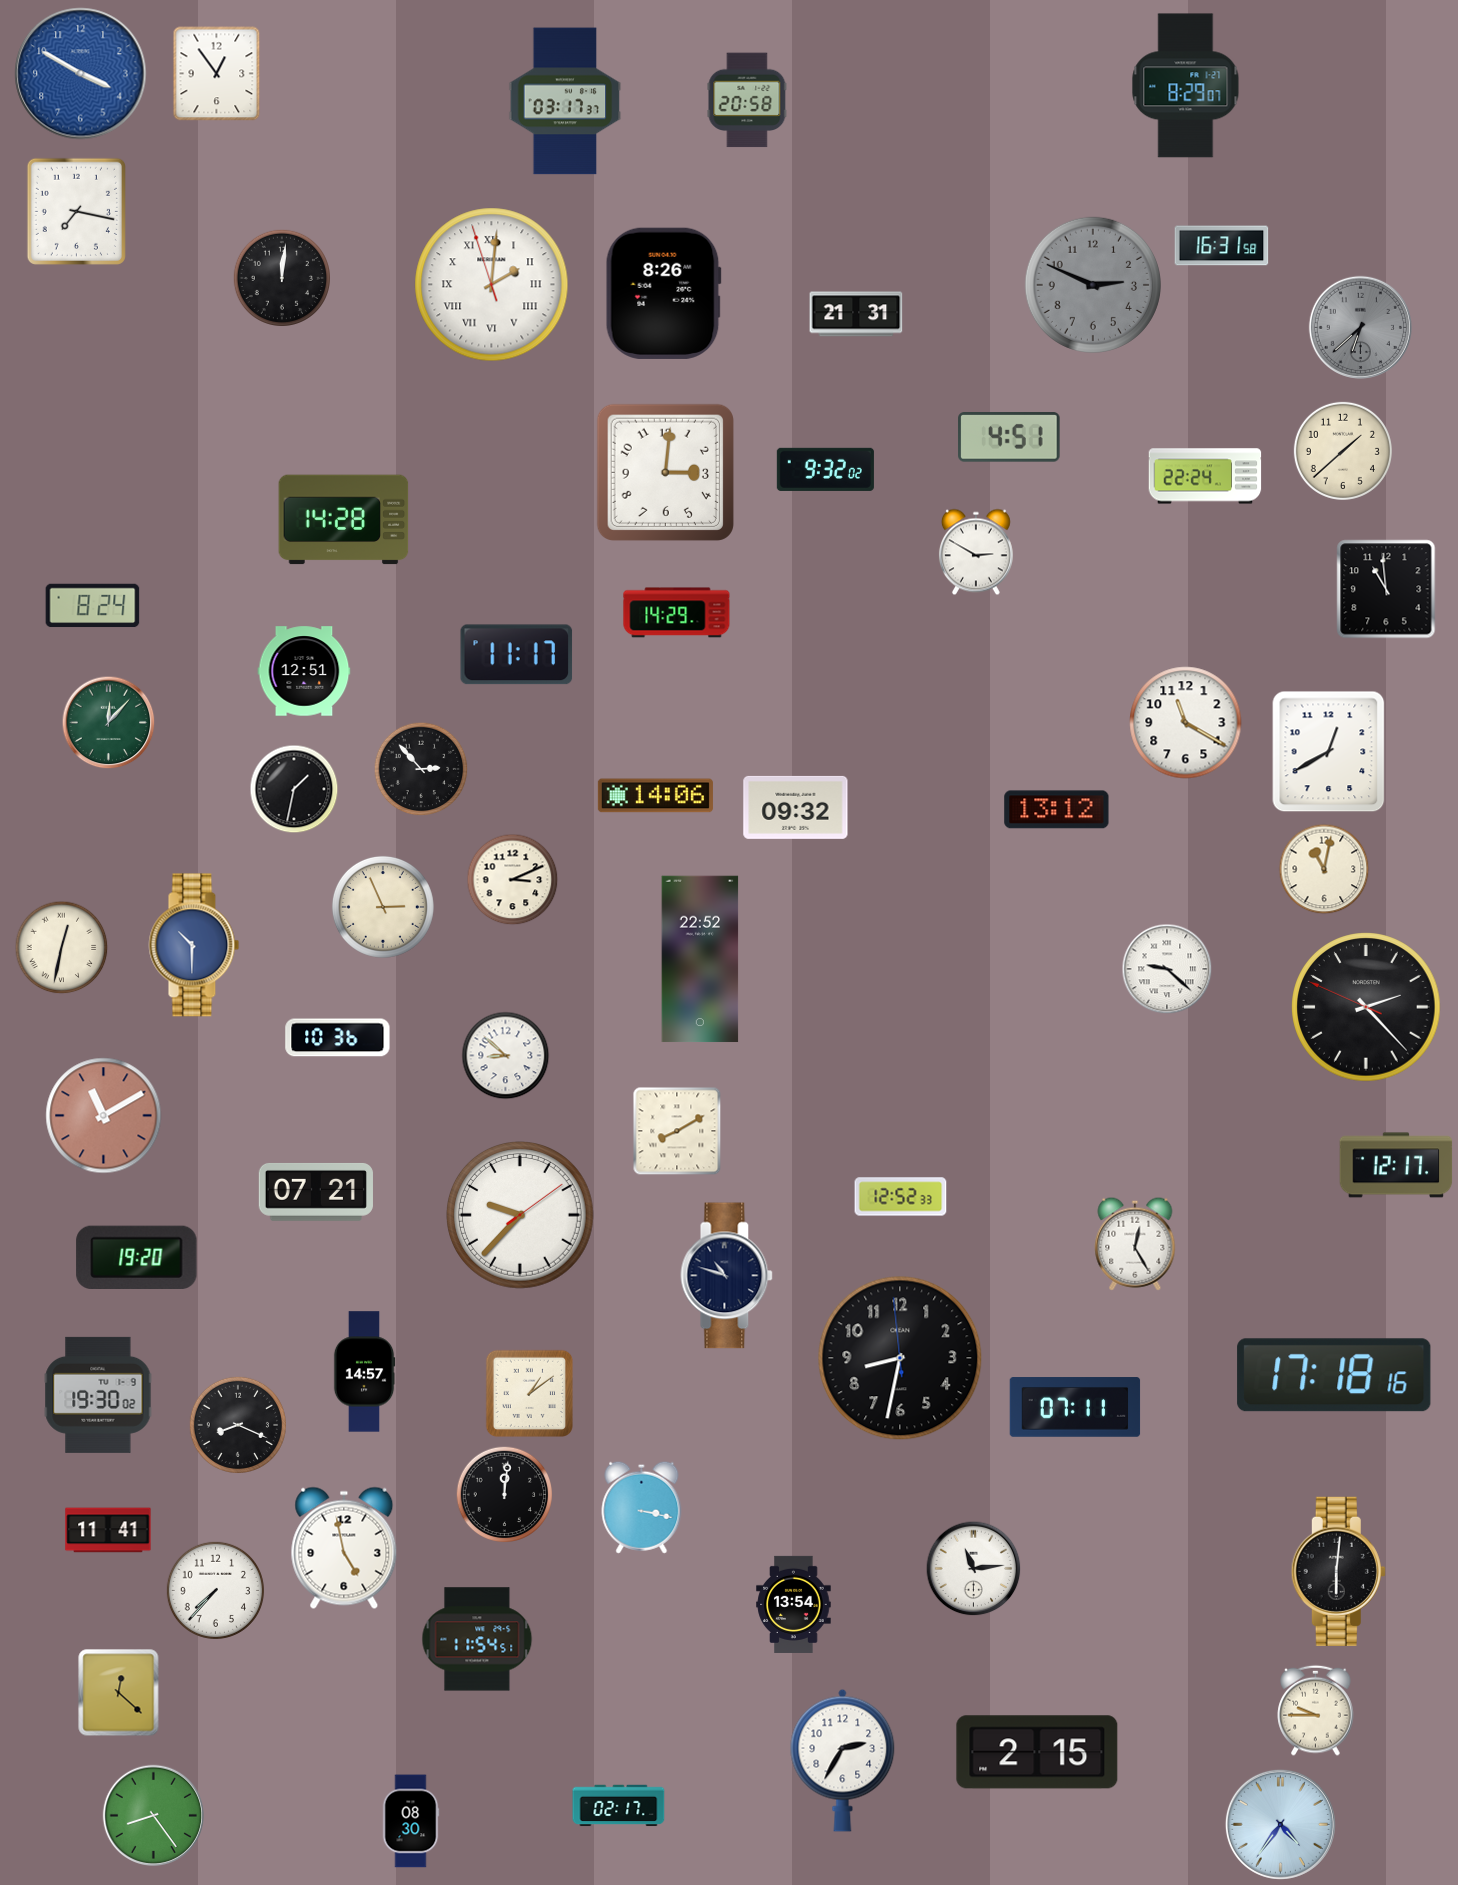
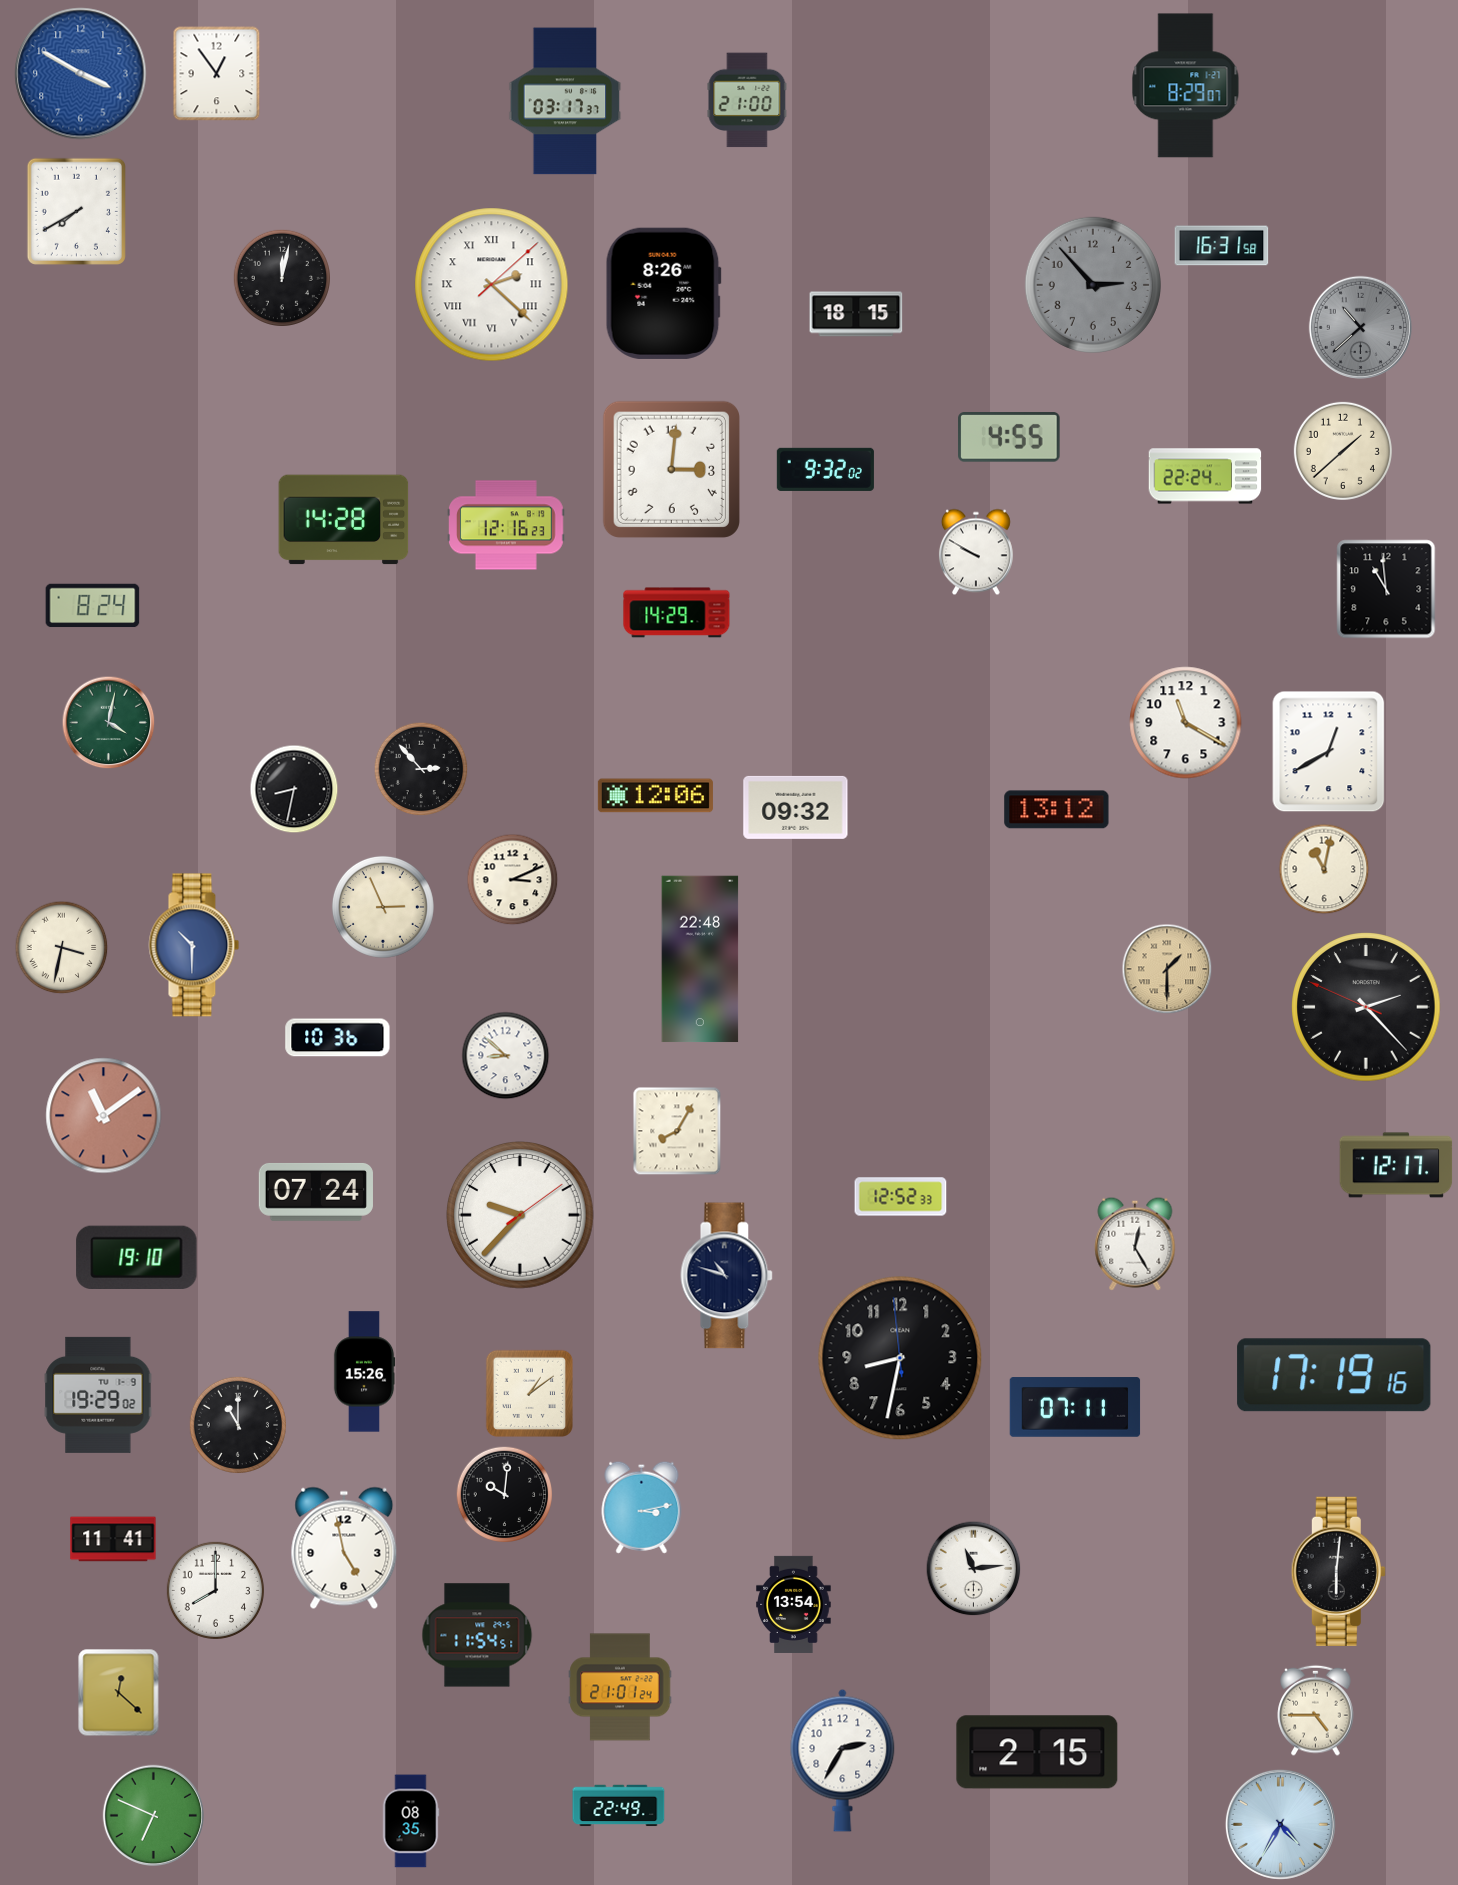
clock at (747, 100): 20:58 -> 21:00
clock at (76, 211): 7:17 -> 7:40
clock at (281, 277): 12:01 -> 12:02
clock at (492, 285): 2:00 -> 2:22
clock at (1093, 285): 2:49 -> 2:53
clock at (856, 314): 21:31 -> 18:15
clock at (1360, 327): 6:38 -> 10:38
clock at (1009, 437): 4:51 -> 4:55
clock at (665, 472) position: (665, 472) -> (671, 469)
clock at (507, 525): none -> 12:16
clock at (976, 552): 2:50 -> 9:50
clock at (517, 655): 11:17 -> none
clock at (304, 671): 12:51 -> none
clock at (109, 723): 12:07 -> 4:02
clock at (294, 789): 1:32 -> 8:32
clock at (655, 796): 14:06 -> 12:06
clock at (62, 948): 12:32 -> 3:32
clock at (700, 959): 22:52 -> 22:48
clock at (1167, 969): 9:22 -> 1:30
clock at (1167, 969) dial: white -> champagne
clock at (104, 1116): 11:10 -> 11:09
clock at (677, 1131): 8:10 -> 8:05
clock at (316, 1192): 07:21 -> 07:24
clock at (137, 1257): 19:20 -> 19:10
clock at (364, 1372): 14:57 -> 15:26
clock at (1334, 1375): 17:18 -> 17:19
clock at (98, 1395): 19:30 -> 19:29
clock at (237, 1424): 8:19 -> 11:00
clock at (505, 1495): 12:01 -> 10:01
clock at (642, 1507): 3:17 -> 3:13
clock at (108, 1530) position: (108, 1530) -> (113, 1539)
clock at (215, 1590): 7:37 -> 8:00
clock at (477, 1639) position: (477, 1639) -> (477, 1635)
clock at (620, 1687): none -> 21:01
clock at (1316, 1710): 9:45 -> 4:45
clock at (619, 1806): 02:17 -> 22:49
clock at (153, 1815): 8:24 -> 6:49
clock at (411, 1821): 08:30 -> 08:35
clock at (1280, 1824): 4:36 -> 4:35
